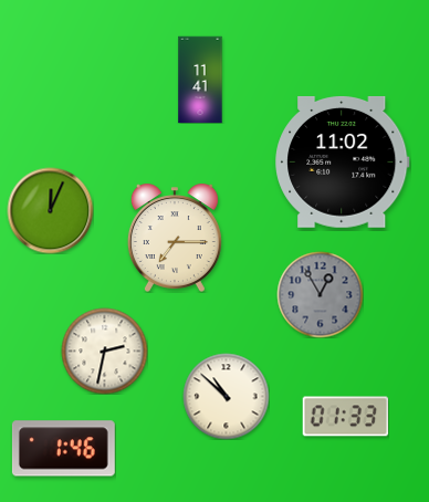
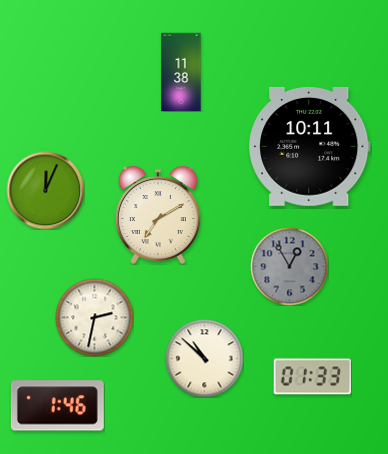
clock at (200, 80): 11:41 -> 11:38
clock at (343, 161): 11:02 -> 10:11
clock at (175, 238): 7:15 -> 7:10
